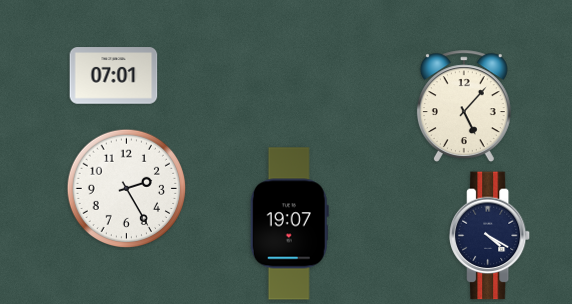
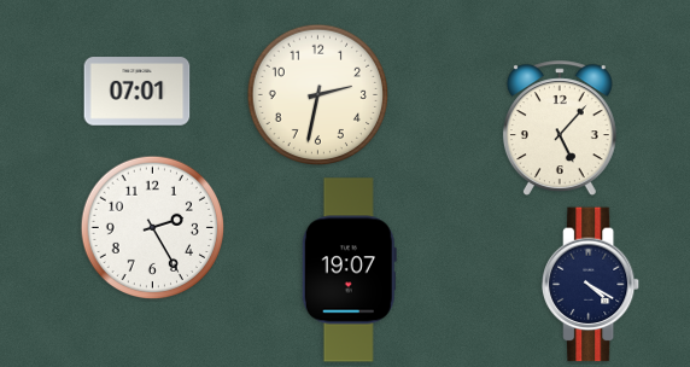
clock at (317, 94): none -> 2:32
